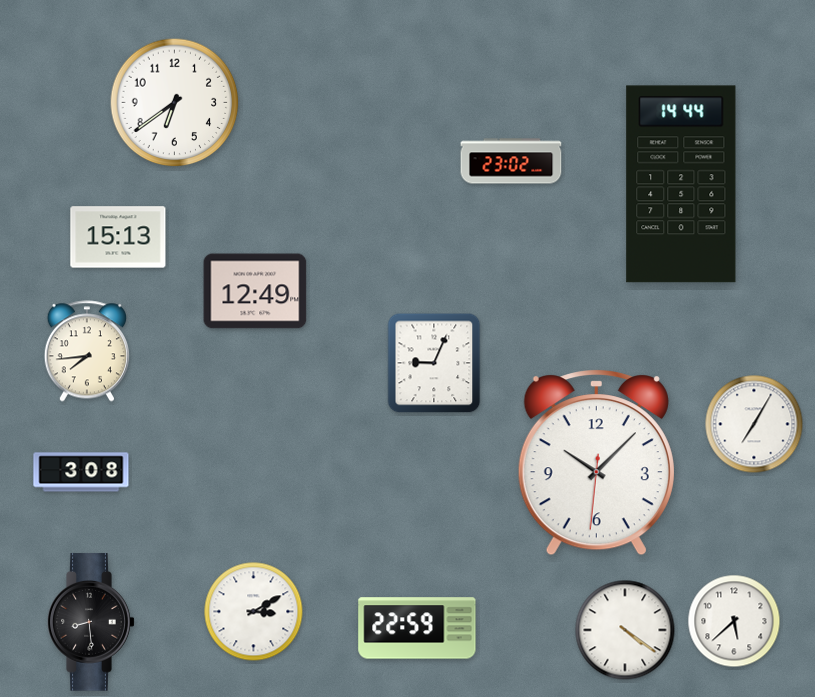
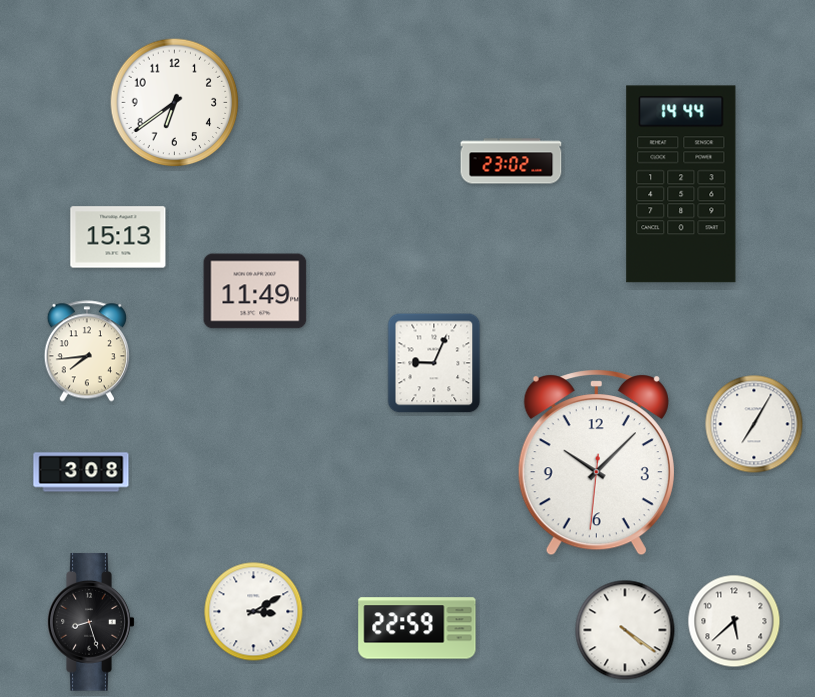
clock at (255, 291): 12:49 -> 11:49
clock at (91, 622): 8:29 -> 8:27
